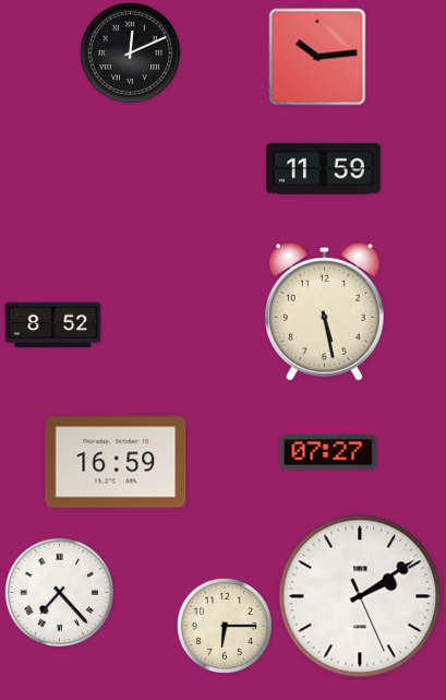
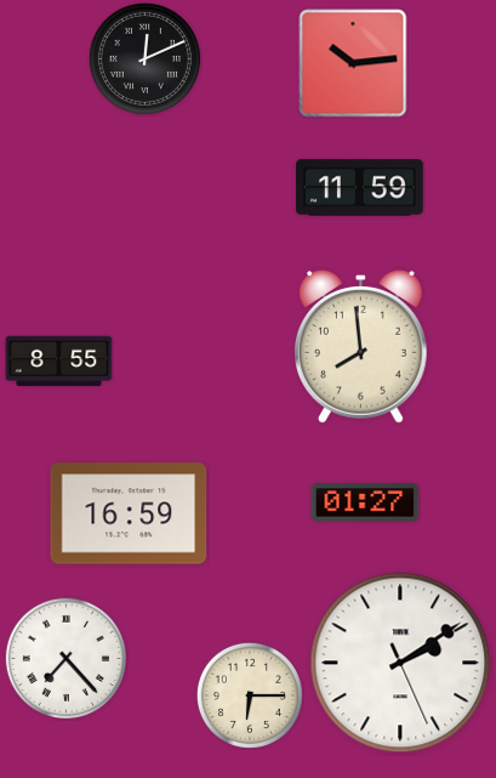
clock at (325, 312): 5:28 -> 7:59
clock at (53, 325): 8:52 -> 8:55
clock at (328, 452): 07:27 -> 01:27
